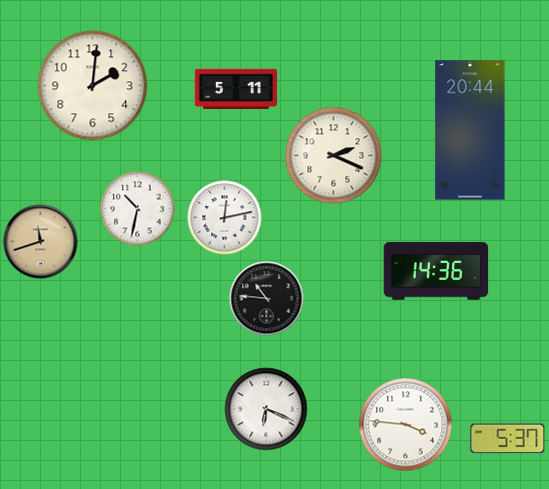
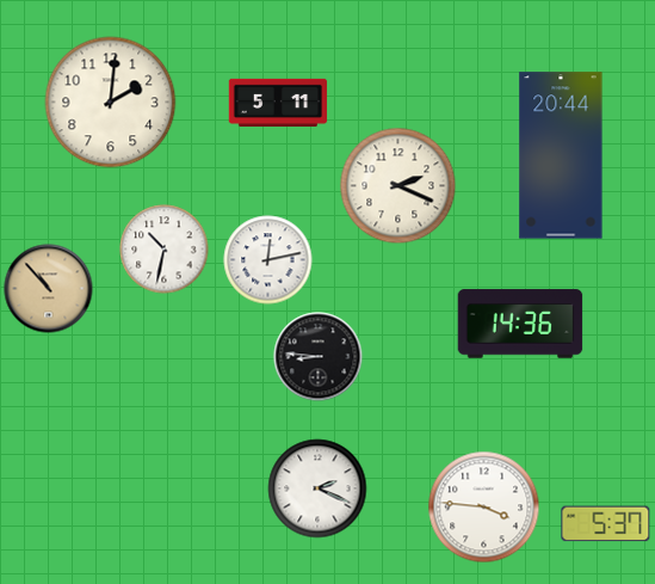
clock at (236, 89) position: (236, 89) -> (278, 103)
clock at (41, 242): 11:42 -> 10:53
clock at (267, 299): 10:46 -> 8:46
clock at (266, 409): 6:19 -> 2:19
